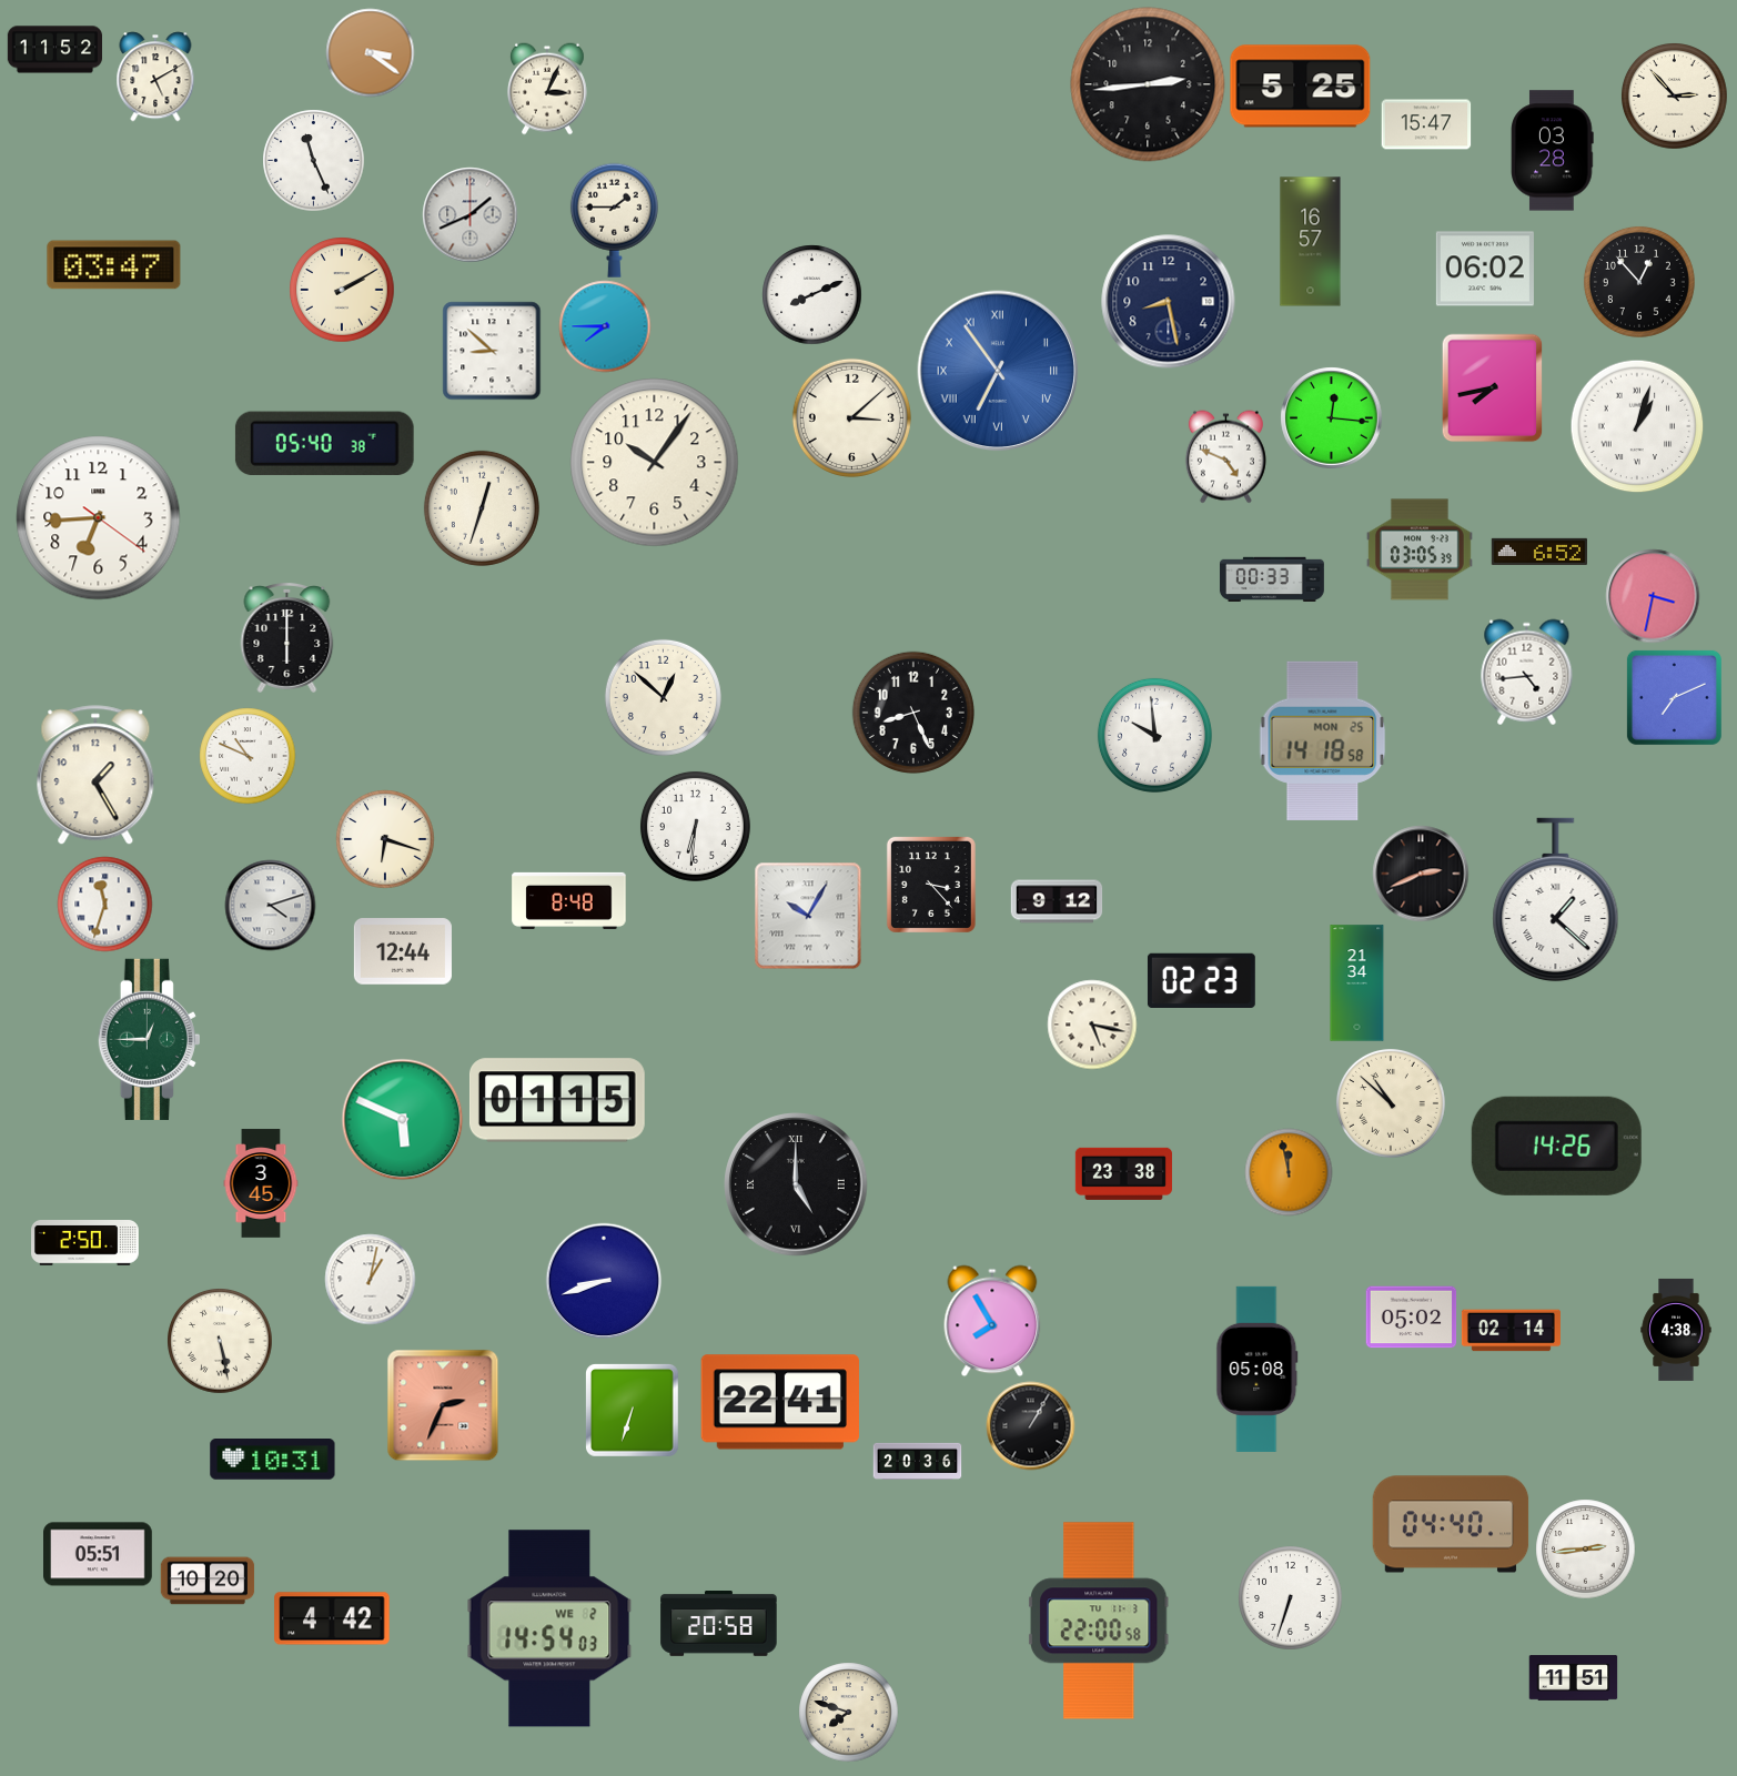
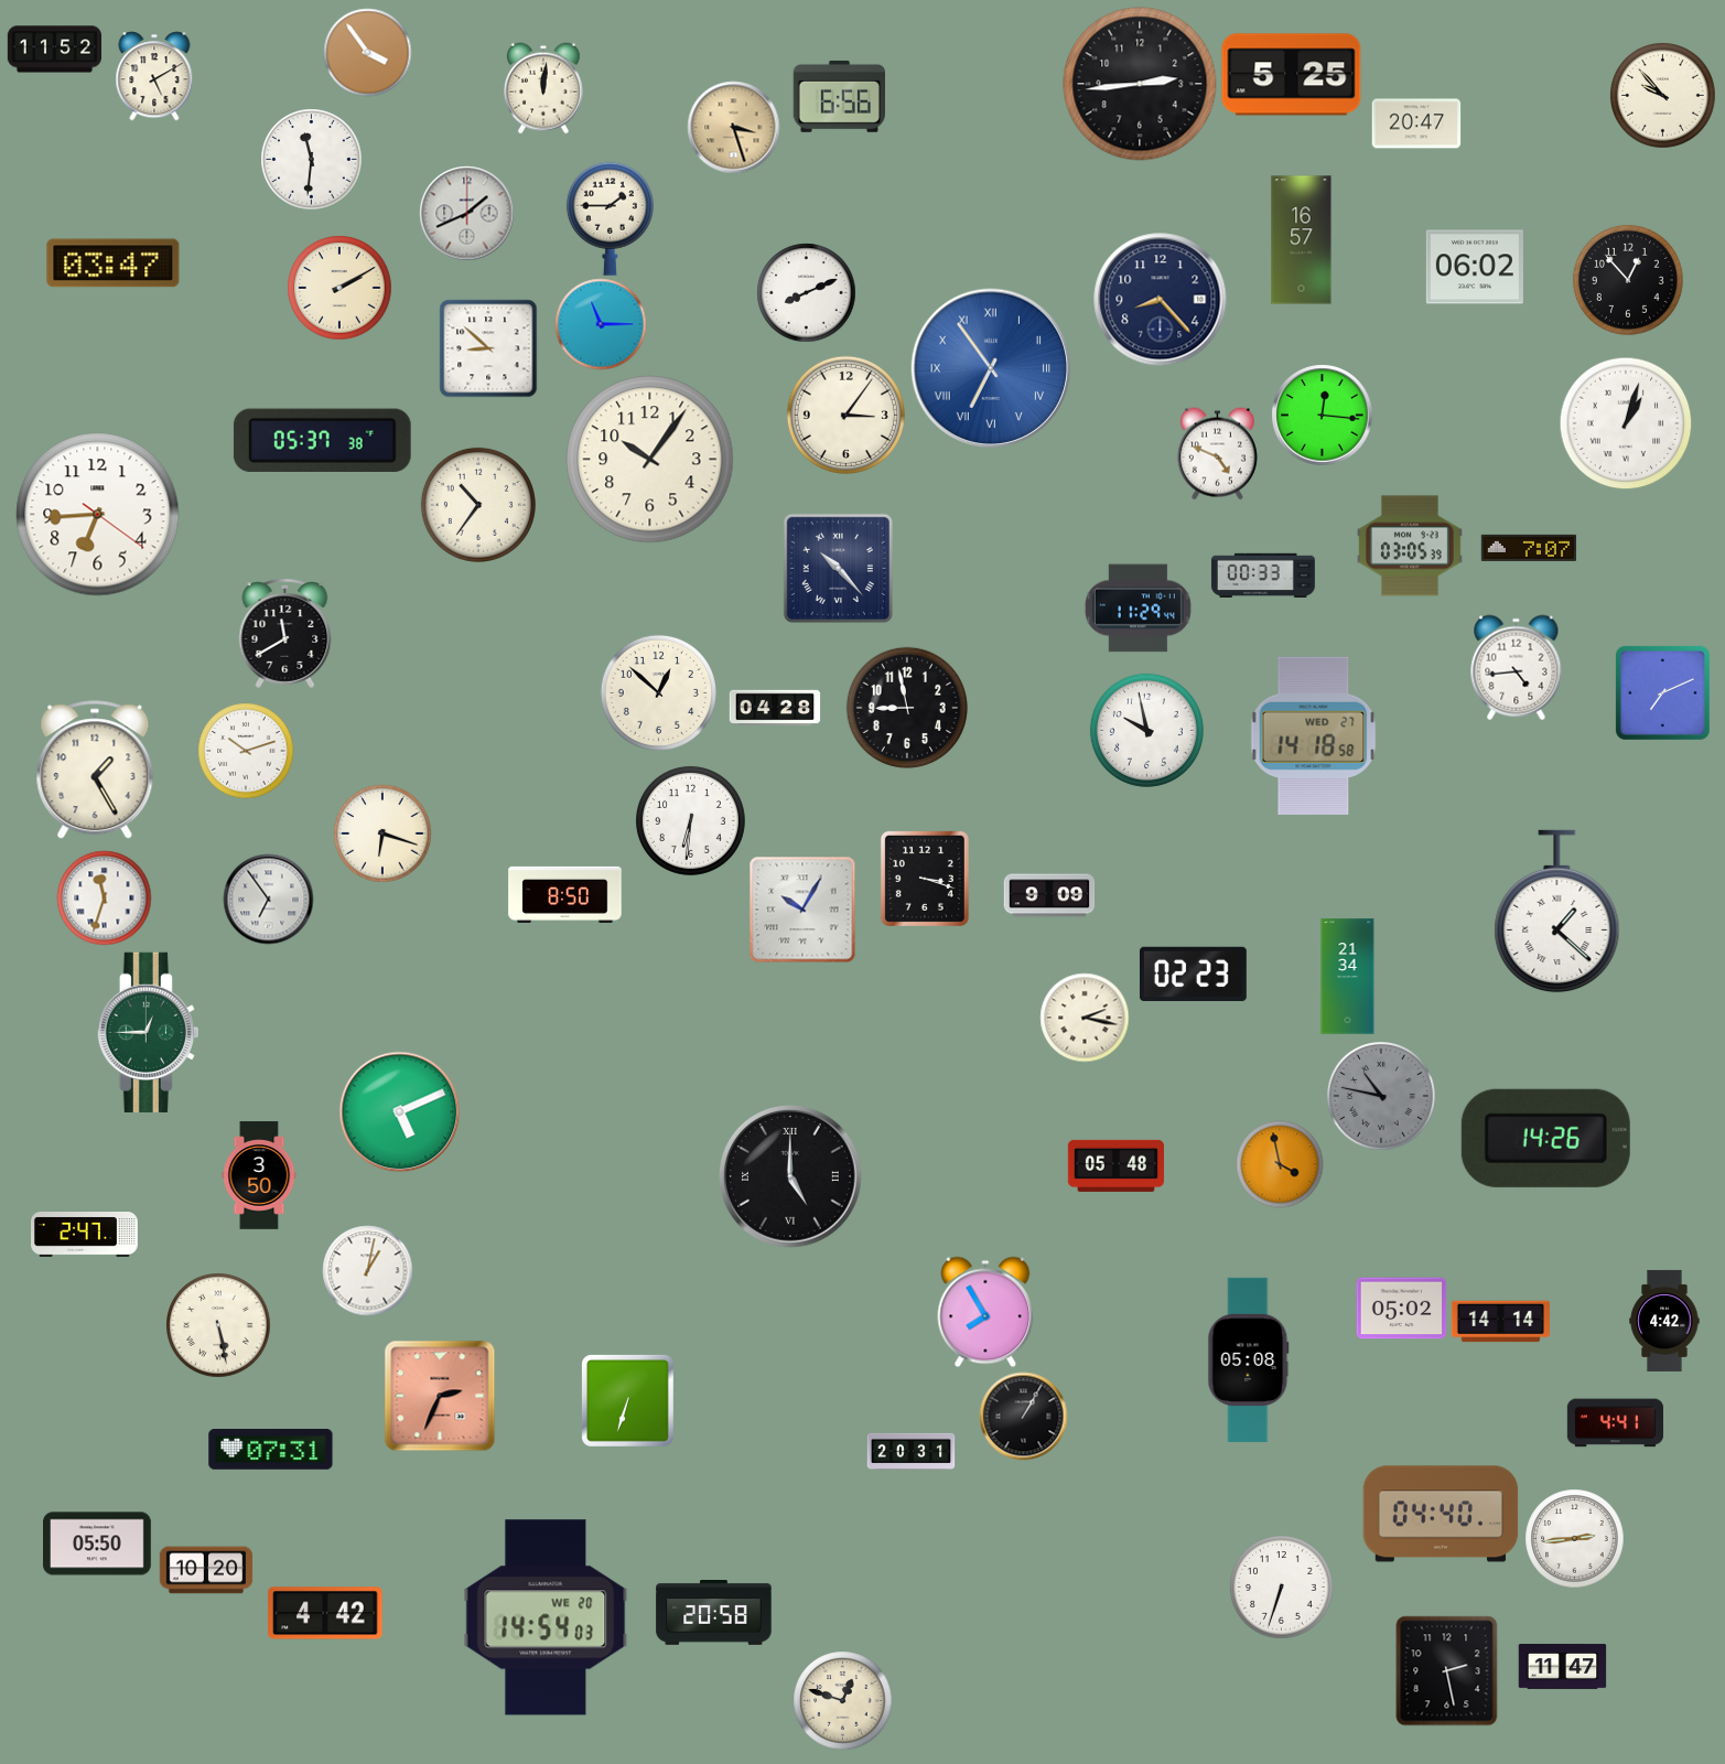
clock at (370, 52): 3:21 -> 3:54
clock at (1301, 87) position: (1301, 87) -> (1292, 75)
clock at (547, 89): 3:04 -> 12:01
clock at (839, 96): none -> 6:56
clock at (1675, 97): 2:53 -> 9:53
clock at (1426, 124): 15:47 -> 20:47
clock at (733, 127): none -> 3:27
clock at (1553, 151): 03:28 -> none
clock at (313, 160): 11:26 -> 11:31
clock at (1169, 302): 8:28 -> 8:23
clock at (605, 326): 7:45 -> 11:15
clock at (1493, 387): 7:43 -> none
clock at (851, 417): 3:08 -> 3:06
clock at (324, 443): 05:40 -> 05:37
clock at (482, 508): 12:33 -> 10:36
clock at (1539, 552): 6:52 -> 7:07
clock at (838, 568): none -> 10:23
clock at (1653, 596): 3:32 -> none
clock at (1138, 609): none -> 11:29
clock at (287, 638): 6:00 -> 11:40
clock at (775, 708): none -> 04:28
clock at (913, 713): 8:26 -> 8:58
clock at (1154, 735): 9:59 -> 9:58
clock at (1323, 740) date: MON 25 -> WED 27
clock at (248, 756): 10:49 -> 10:12
clock at (1421, 874): 2:41 -> none
clock at (931, 885): 3:23 -> 3:18
clock at (569, 900): 8:48 -> 8:50
clock at (1556, 900) position: (1556, 900) -> (1557, 912)
clock at (1057, 901): 9:12 -> 9:09
clock at (270, 905): 4:12 -> 6:54
clock at (403, 951): 12:44 -> none
clock at (1092, 1025): 5:17 -> 2:17
clock at (557, 1100): 01:15 -> none
clock at (1391, 1103): 10:52 -> 10:47
clock at (1391, 1103) dial: cream -> grey
clock at (402, 1119): 5:49 -> 5:11
clock at (1289, 1172): 11:58 -> 3:58
clock at (1123, 1173): 23:38 -> 05:48
clock at (261, 1183): 3:45 -> 3:50
clock at (85, 1243): 2:50 -> 2:47
clock at (604, 1281): 8:42 -> none
clock at (1676, 1330): 4:38 -> 4:42
clock at (1511, 1331): 02:14 -> 14:14
clock at (220, 1341) position: (220, 1341) -> (218, 1325)
clock at (779, 1402): 22:41 -> none
clock at (1615, 1423): none -> 4:41
clock at (273, 1460): 10:31 -> 07:31
clock at (917, 1461): 20:36 -> 20:31
clock at (99, 1554): 05:51 -> 05:50
clock at (332, 1618) position: (332, 1618) -> (325, 1613)
clock at (1099, 1621): 22:00 -> none
clock at (549, 1628) date: WE 2 -> WE 20
clock at (1573, 1678): 11:51 -> 11:47
clock at (1447, 1670): none -> 2:28
clock at (848, 1712): 7:48 -> 12:48
